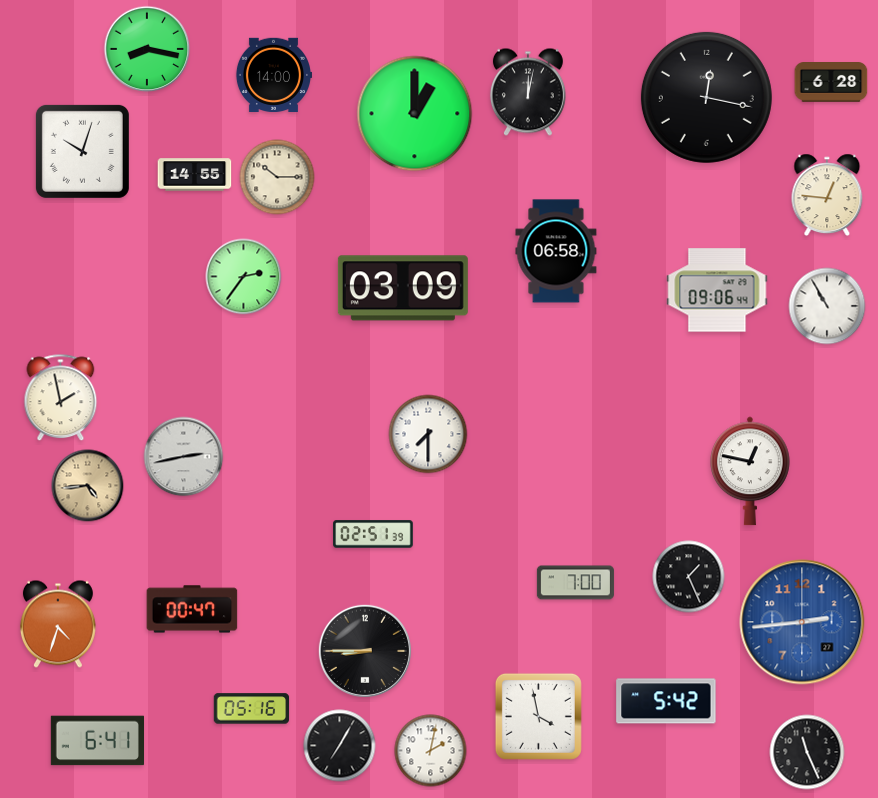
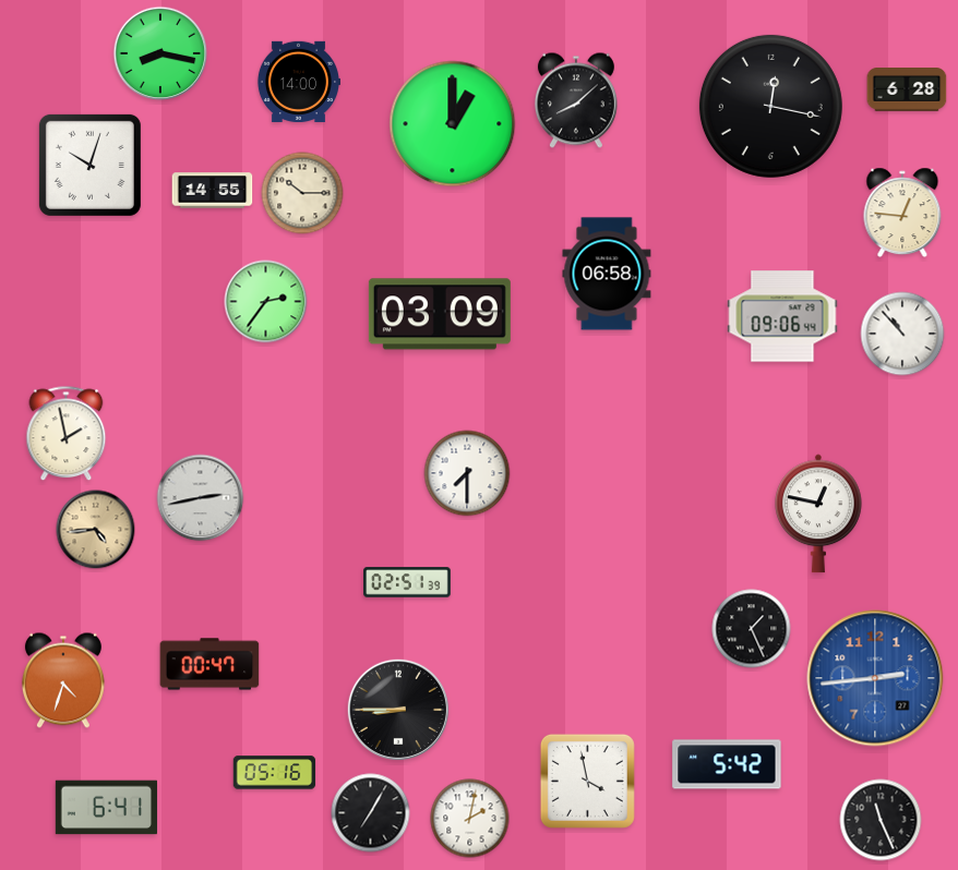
clock at (528, 92): 12:02 -> 8:08
clock at (827, 306): 10:55 -> 10:53
clock at (575, 583): 7:00 -> none
